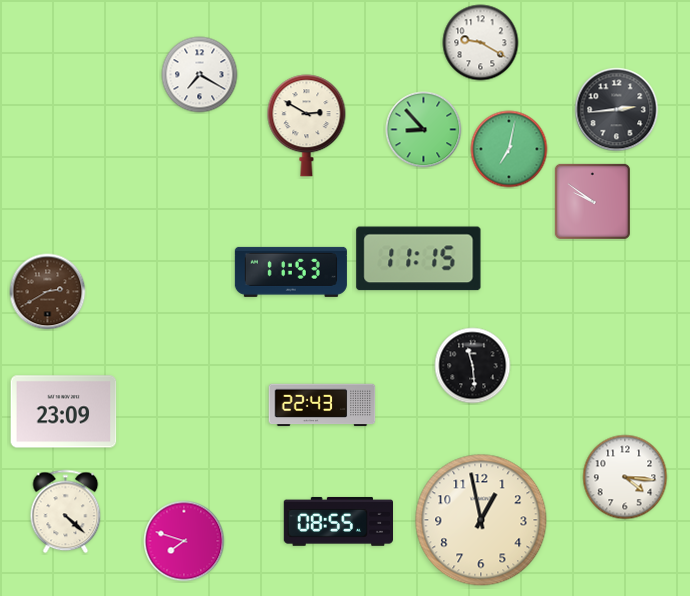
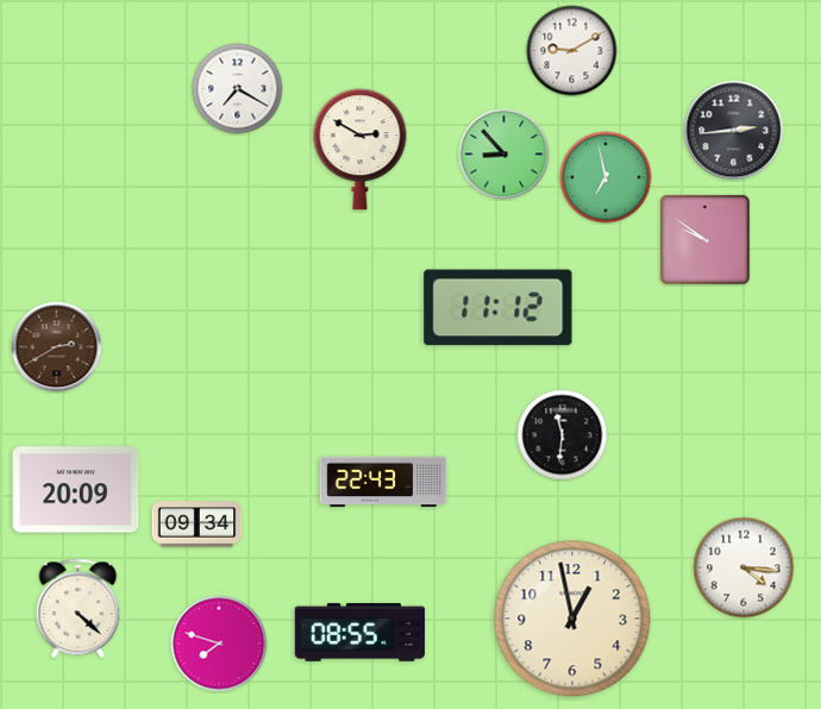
clock at (481, 43): 9:20 -> 9:10
clock at (307, 126) position: (307, 126) -> (361, 150)
clock at (509, 149): 7:02 -> 6:58
clock at (419, 259): 11:15 -> 11:12
clock at (291, 272): 11:53 -> none
clock at (473, 366): 11:29 -> 11:31
clock at (64, 412): 23:09 -> 20:09
clock at (198, 525): none -> 09:34
clock at (338, 521) position: (338, 521) -> (359, 632)
